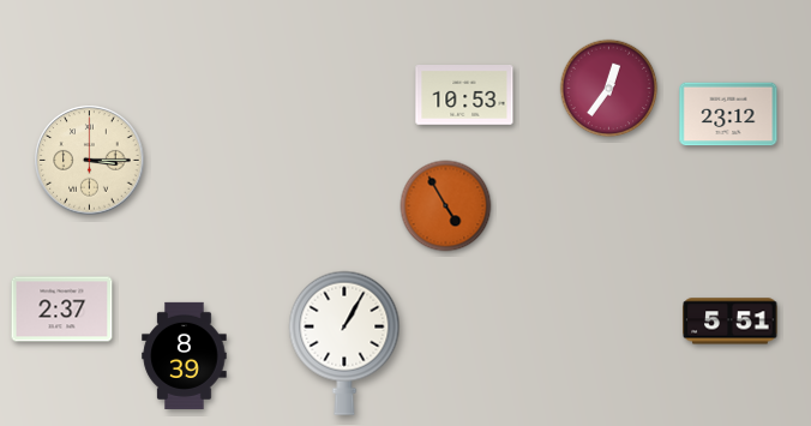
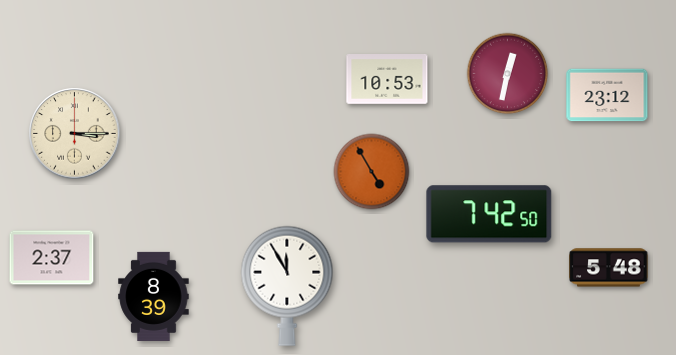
clock at (609, 89): 12:36 -> 12:32
clock at (489, 214): none -> 7:42
clock at (731, 322): 5:51 -> 5:48
clock at (344, 343): 1:05 -> 11:55
